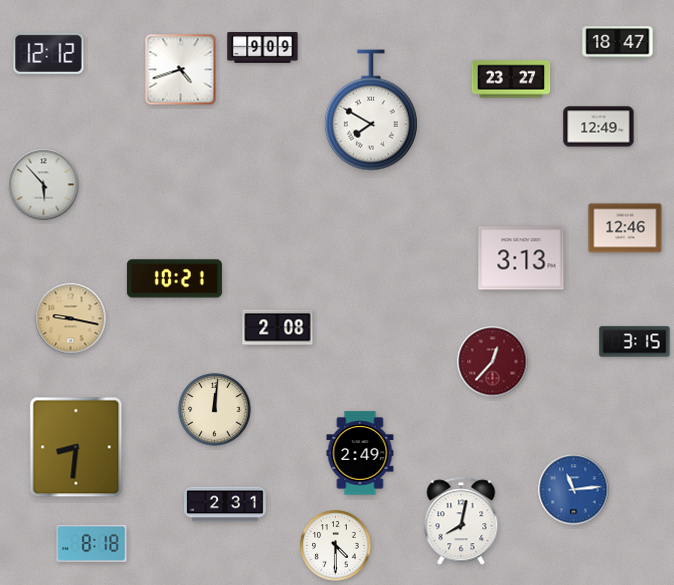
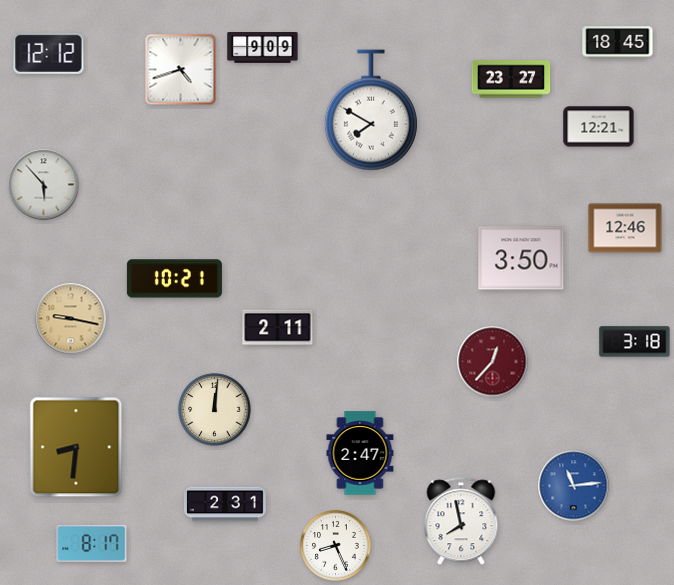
clock at (618, 43): 18:47 -> 18:45
clock at (599, 127): 12:49 -> 12:21
clock at (521, 258): 3:13 -> 3:50
clock at (278, 328): 2:08 -> 2:11
clock at (635, 342): 3:15 -> 3:18
clock at (360, 453): 2:49 -> 2:47
clock at (574, 490) position: (574, 490) -> (574, 486)
clock at (461, 522): 8:02 -> 7:58
clock at (92, 543): 8:18 -> 8:17
clock at (336, 546): 4:30 -> 8:26
